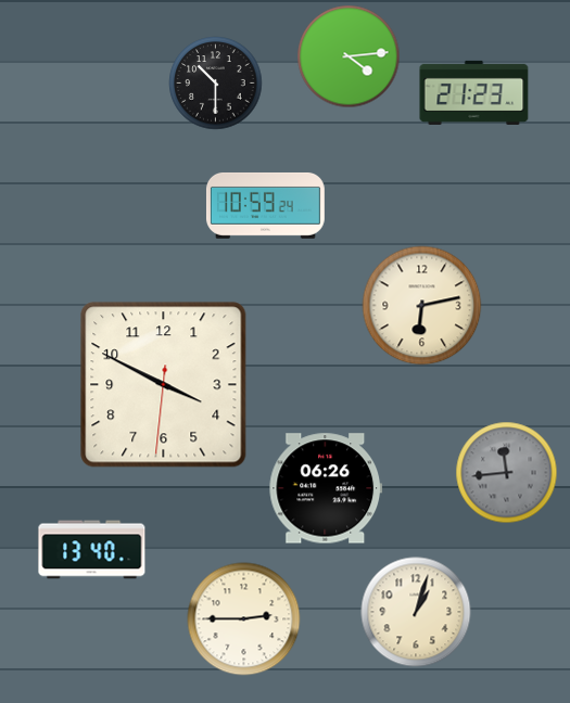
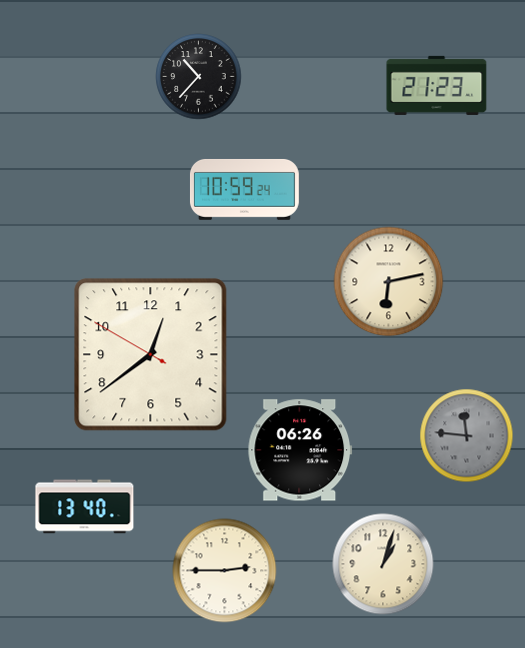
clock at (349, 56): 4:14 -> none
clock at (216, 84): 10:30 -> 10:37
clock at (164, 385): 3:49 -> 12:38
clock at (507, 473): 11:44 -> 11:46
